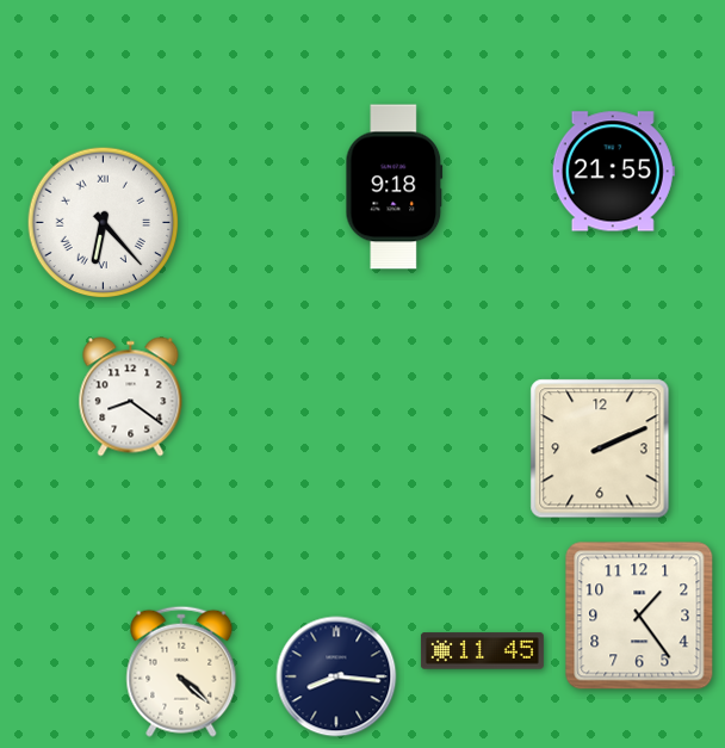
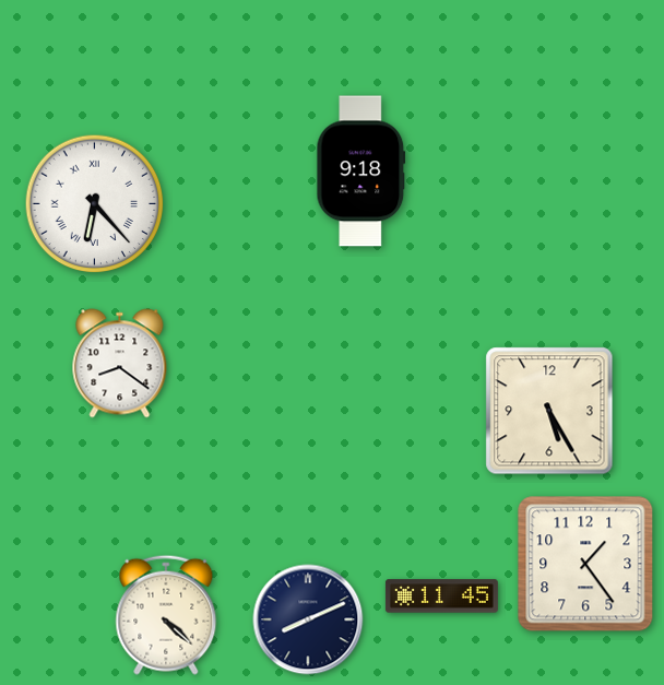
clock at (613, 172): 21:55 -> none
clock at (600, 449): 2:11 -> 5:25
clock at (336, 676): 8:16 -> 8:11
